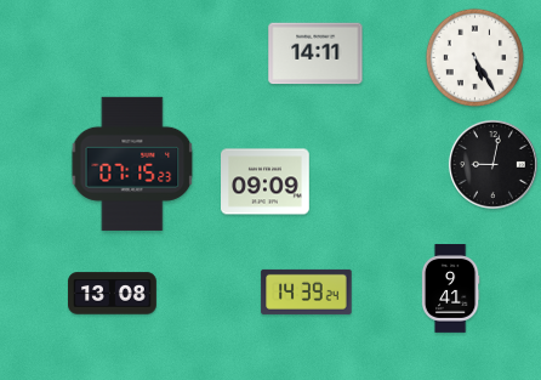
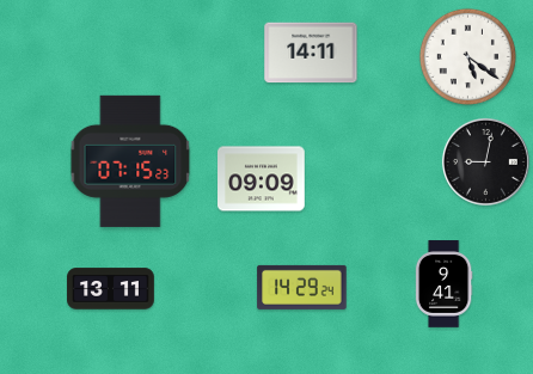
clock at (474, 57): 5:25 -> 5:21
clock at (307, 291): 14:39 -> 14:29
clock at (113, 294): 13:08 -> 13:11
